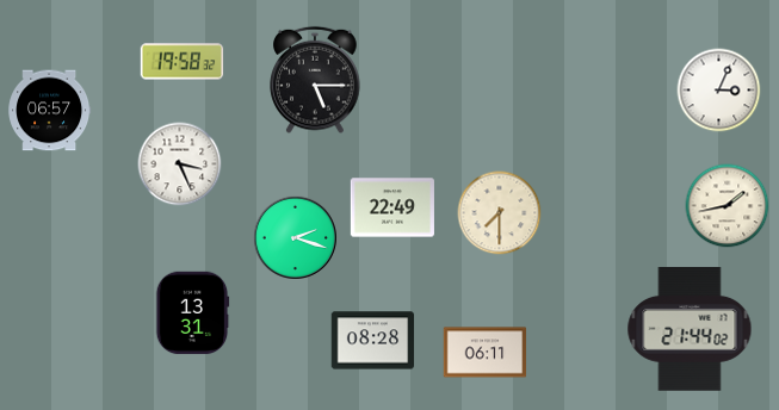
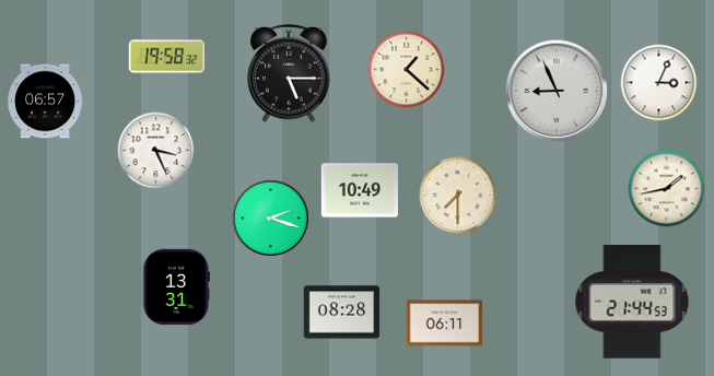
clock at (407, 70): none -> 1:22
clock at (557, 91): none -> 8:56
clock at (180, 164) position: (180, 164) -> (156, 151)
clock at (392, 207): 22:49 -> 10:49
clock at (690, 330): 21:44:02 -> 21:44:53
